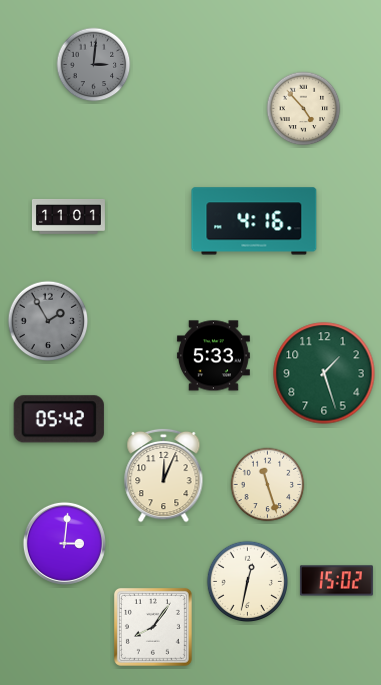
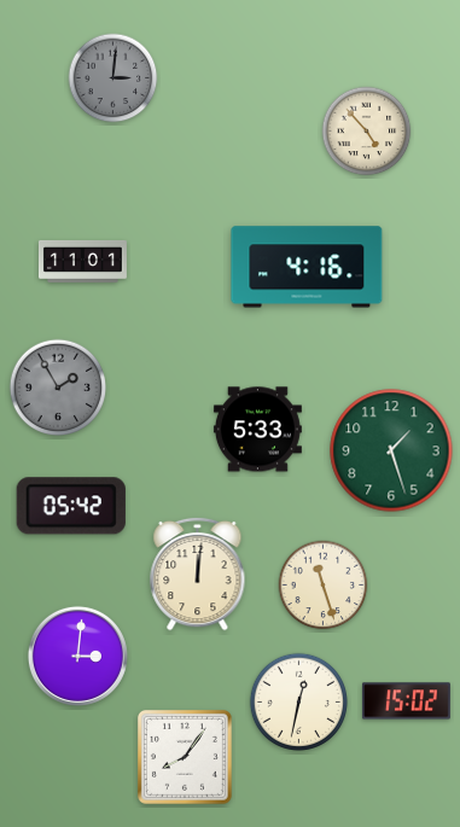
clock at (164, 475): 12:04 -> 12:01
